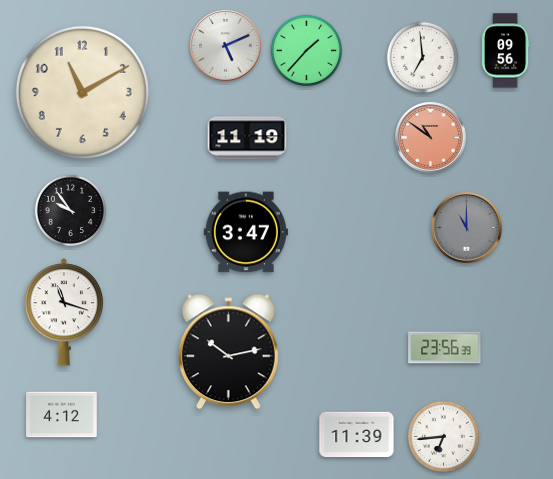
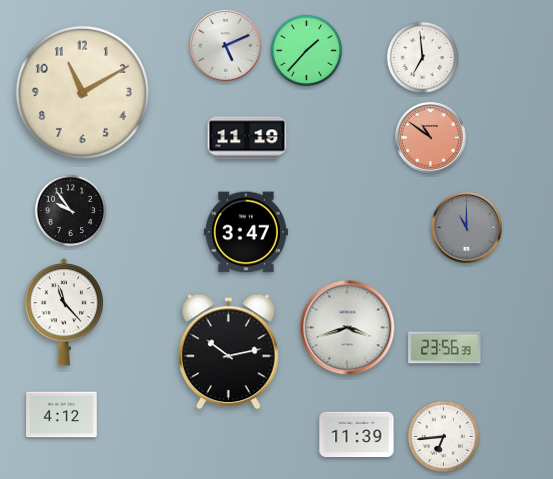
clock at (505, 51): 09:56 -> none
clock at (64, 312): 11:18 -> 11:23
clock at (348, 328): none -> 3:42
